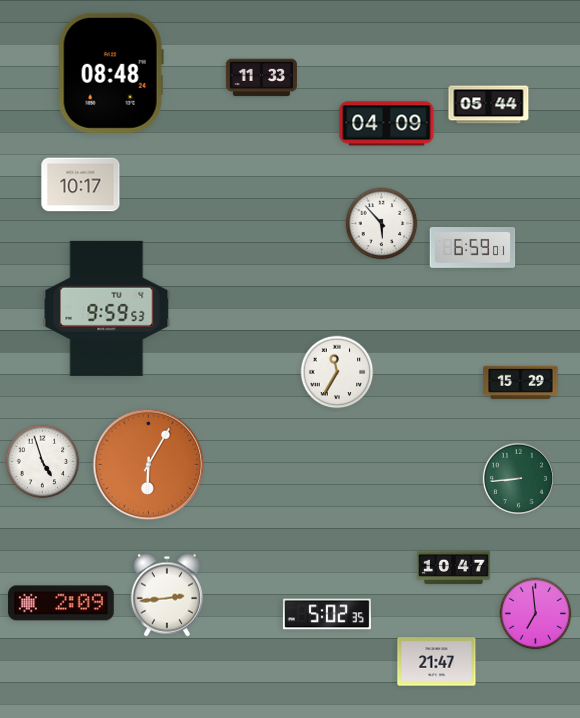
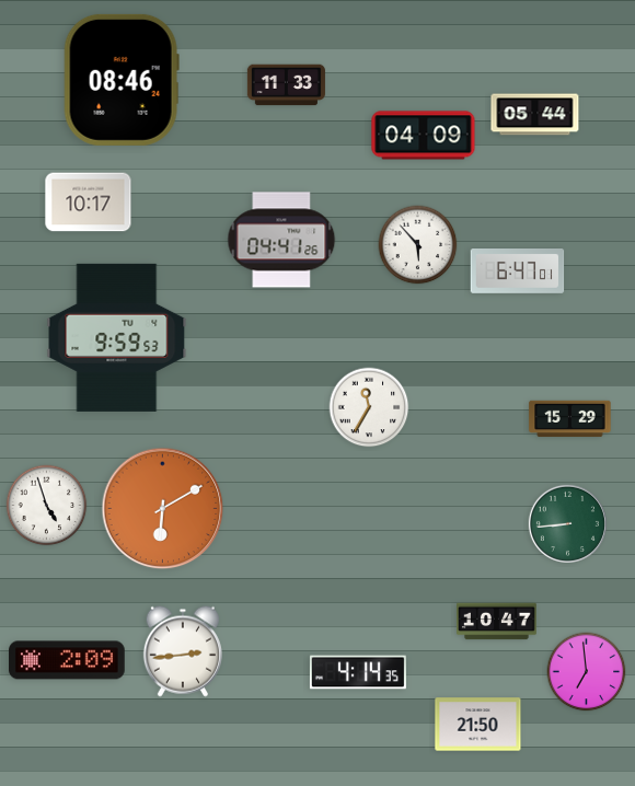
clock at (111, 73): 08:48 -> 08:46
clock at (281, 240): none -> 04:41
clock at (473, 248): 6:59 -> 6:47
clock at (149, 465): 6:05 -> 6:10
clock at (327, 614): 5:02 -> 4:14
clock at (437, 662): 21:47 -> 21:50
